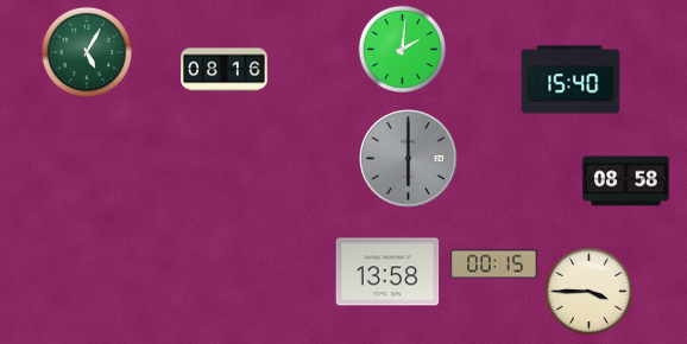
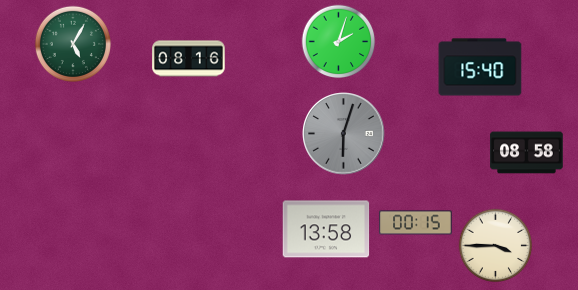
clock at (403, 50): 2:01 -> 2:03
clock at (409, 159): 6:00 -> 6:03
